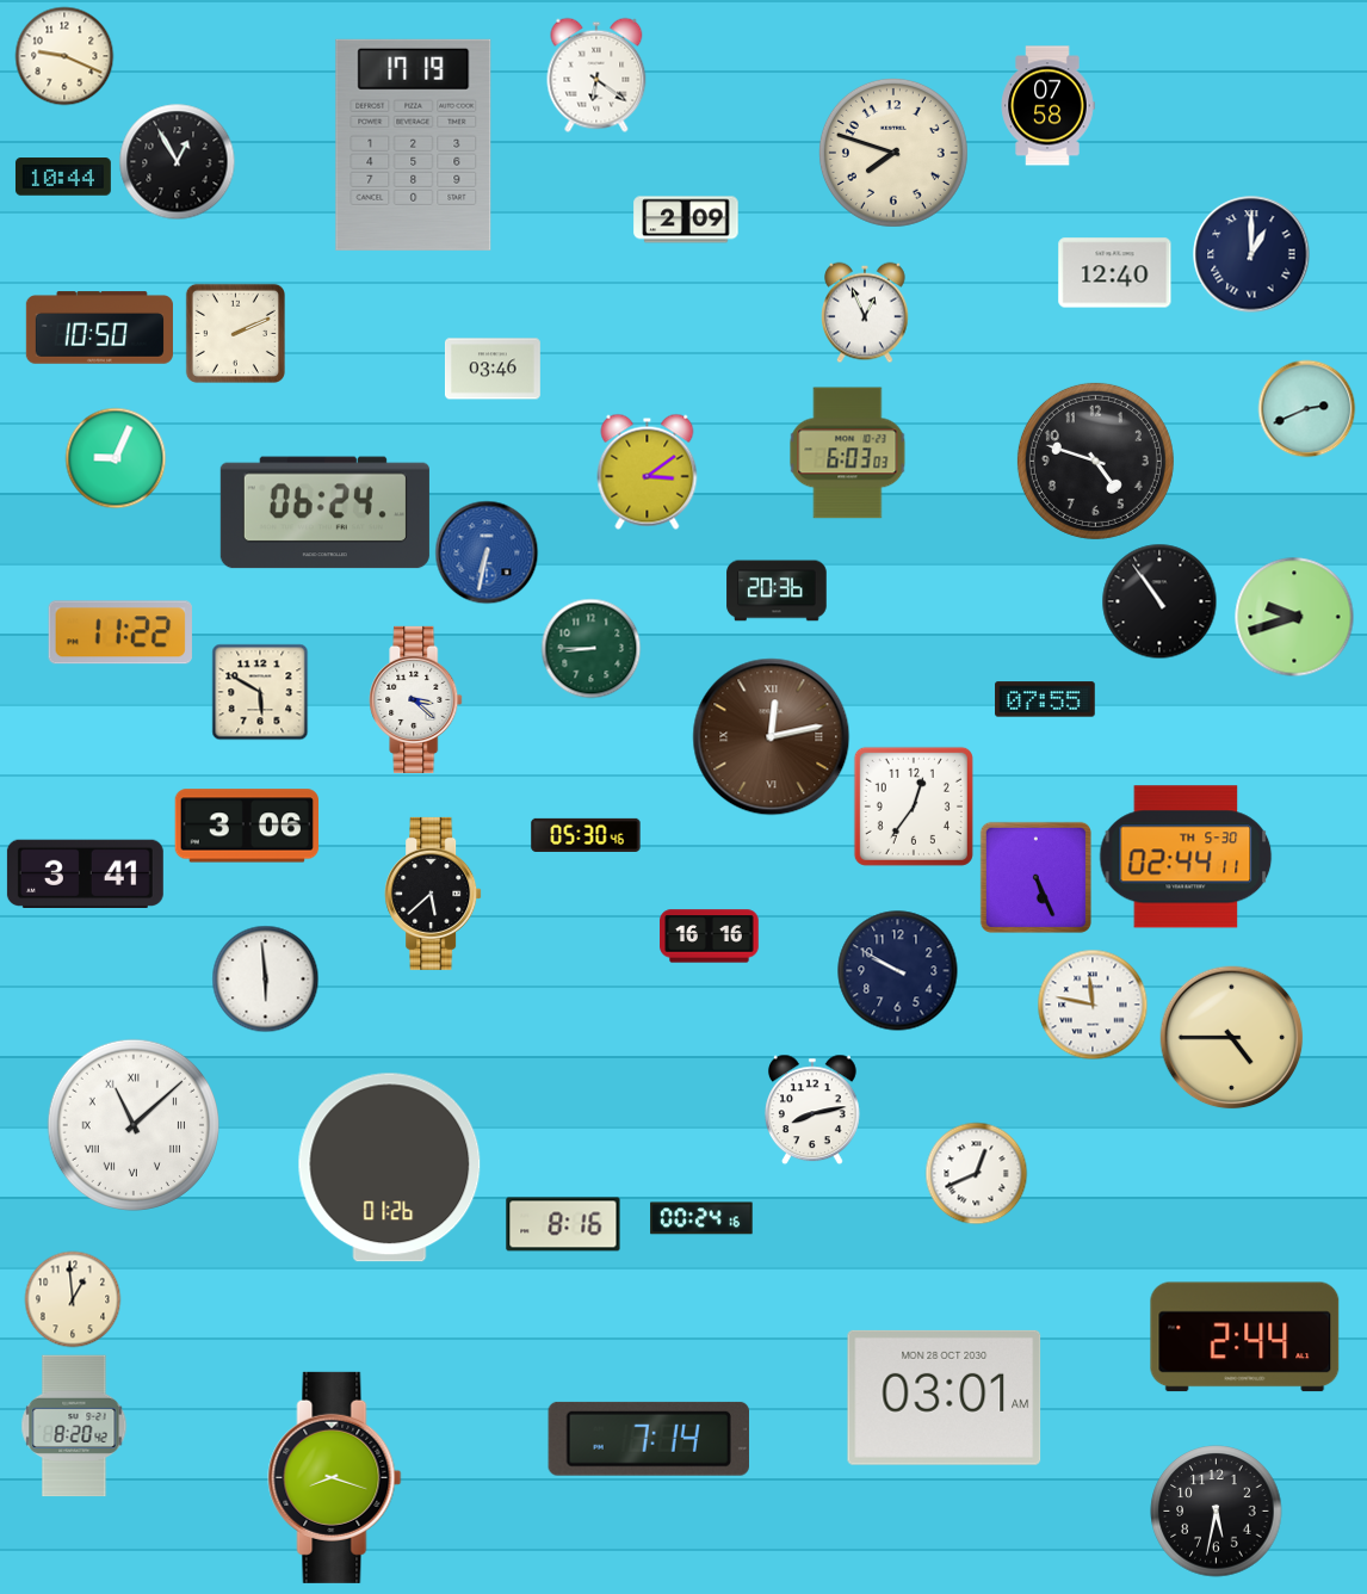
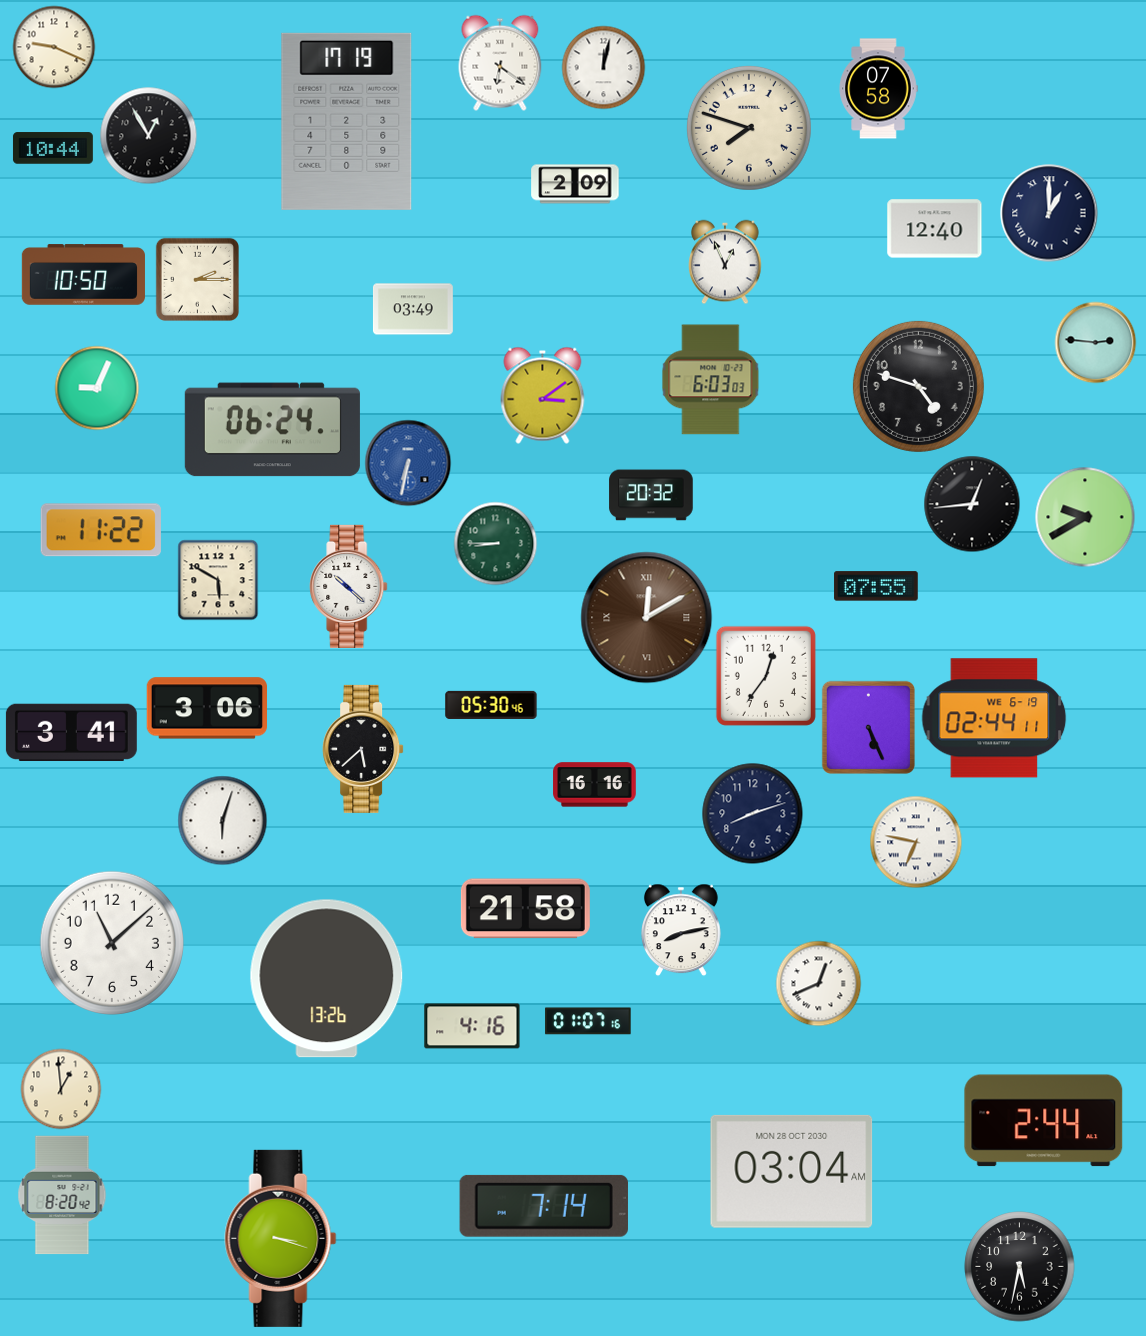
clock at (603, 67): none -> 12:02
clock at (235, 333): 2:11 -> 2:15
clock at (493, 369): 03:46 -> 03:49
clock at (1306, 408): 2:41 -> 2:46
clock at (116, 458) position: (116, 458) -> (97, 388)
clock at (777, 591): 20:36 -> 20:32
clock at (1159, 601): 10:54 -> 12:44
clock at (1294, 617): 9:42 -> 9:40
clock at (416, 699): 3:22 -> 10:22
clock at (772, 737): 12:13 -> 12:10
clock at (246, 826) position: (246, 826) -> (206, 708)
clock at (586, 835) position: (586, 835) -> (491, 705)
clock at (1186, 857) date: TH 5-30 -> WE 6-19
clock at (1035, 877) position: (1035, 877) -> (868, 727)
clock at (898, 971): 9:50 -> 8:12
clock at (265, 978): 5:59 -> 6:03
clock at (1093, 1005): 11:47 -> 6:47
clock at (1232, 1038): 4:45 -> none
clock at (525, 909): none -> 21:58
clock at (132, 1124) numerals: Roman -> Arabic
clock at (390, 1168): 01:26 -> 13:26
clock at (701, 1218): 00:24 -> 01:07
clock at (563, 1224): 8:16 -> 4:16
clock at (945, 1397): 03:01 -> 03:04
clock at (335, 1477): 8:18 -> 3:18
